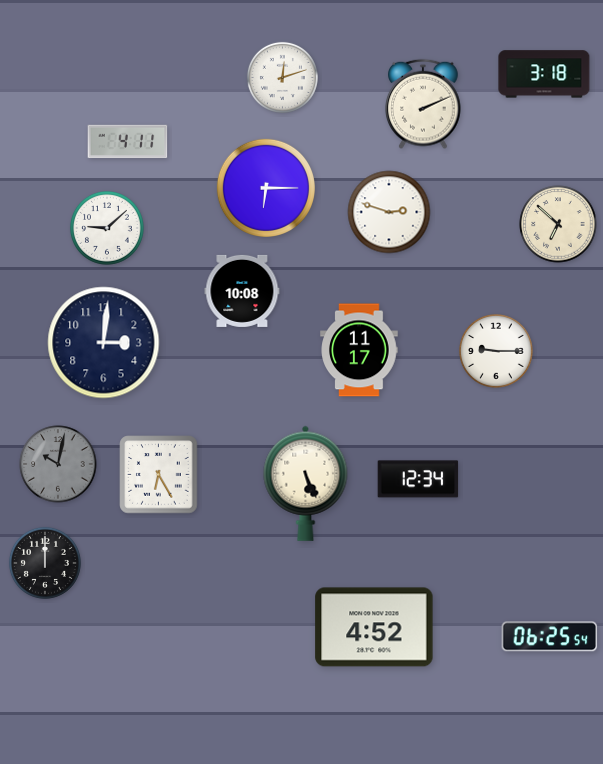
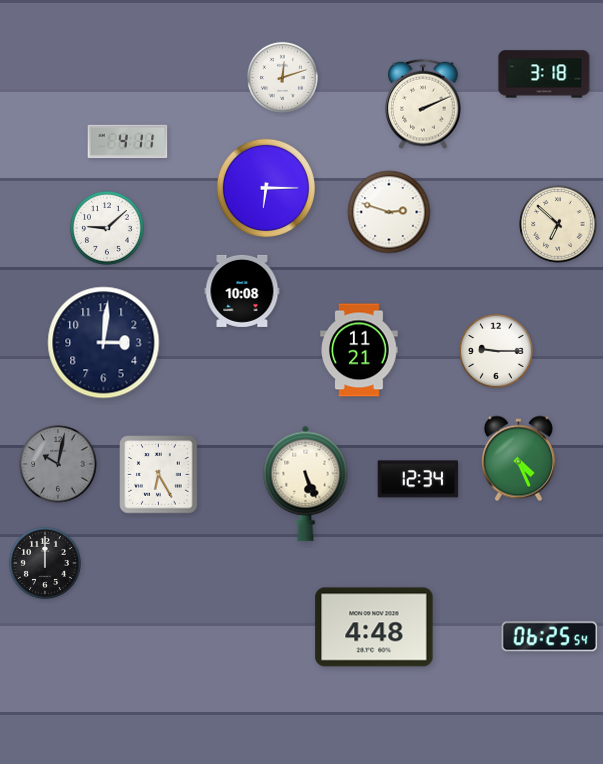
clock at (359, 350): 11:17 -> 11:21
clock at (518, 459): none -> 4:26
clock at (374, 627): 4:52 -> 4:48
